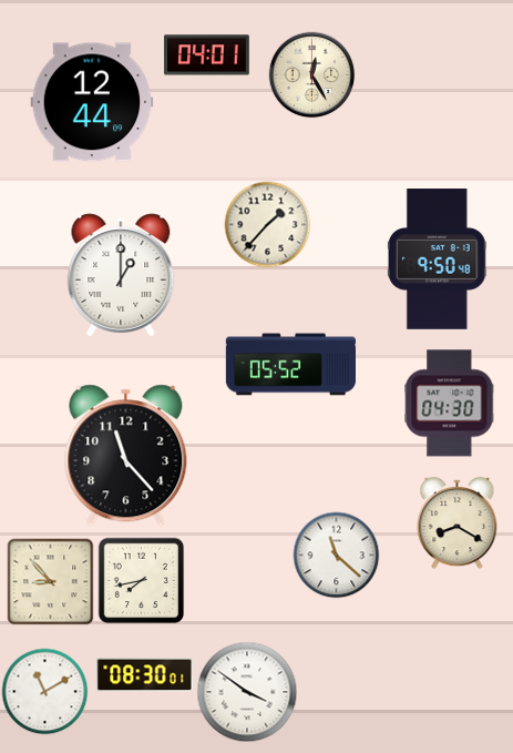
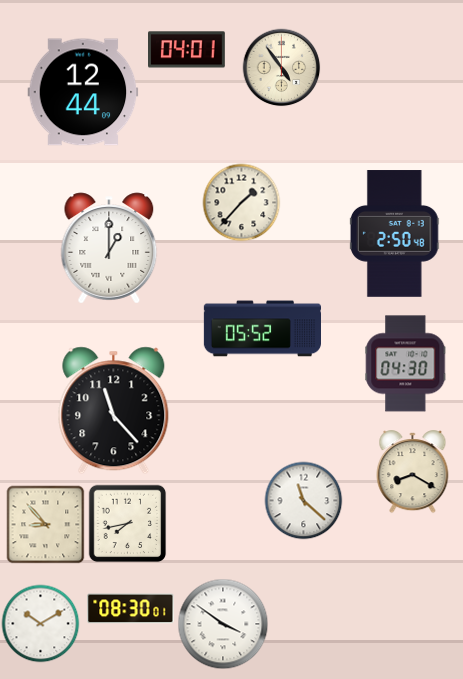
clock at (311, 74): 12:25 -> 4:54
clock at (437, 260): 9:50 -> 2:50
clock at (44, 691): 11:10 -> 10:10
